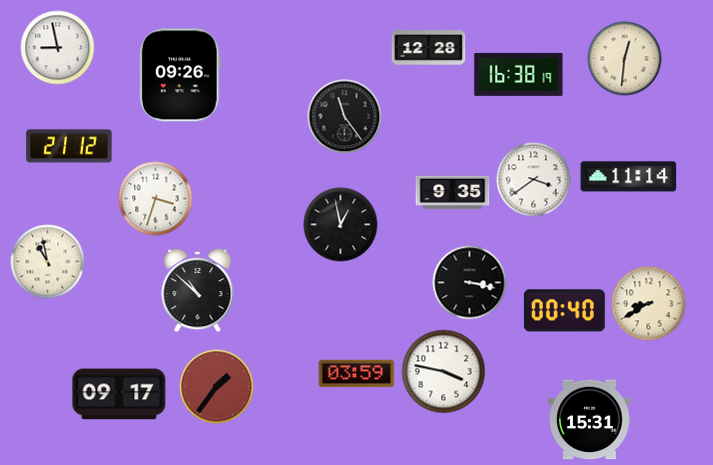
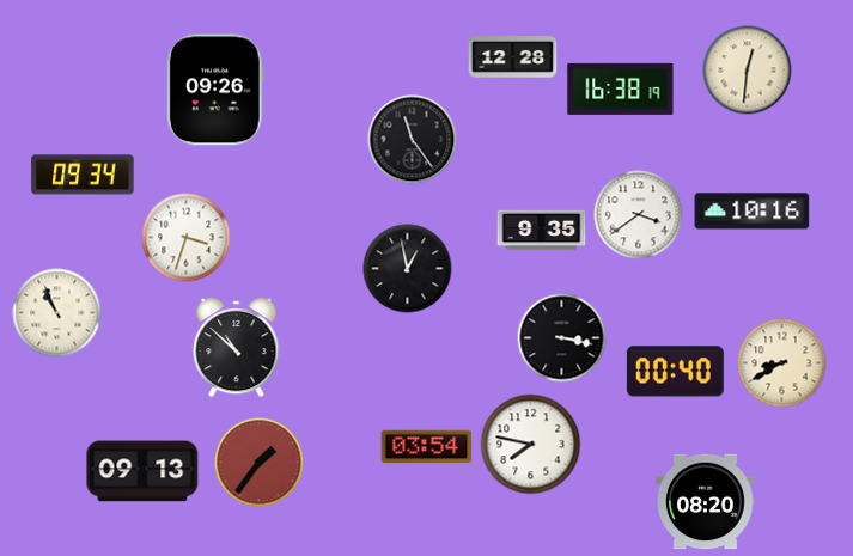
clock at (58, 48): 8:58 -> none
clock at (69, 146): 21:12 -> 09:34
clock at (629, 177): 11:14 -> 10:16
clock at (48, 262): 10:58 -> 10:56
clock at (649, 304) position: (649, 304) -> (782, 363)
clock at (444, 372): 3:47 -> 7:47
clock at (357, 374): 03:59 -> 03:54
clock at (119, 394): 09:17 -> 09:13
clock at (590, 420): 15:31 -> 08:20
